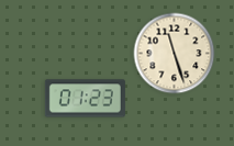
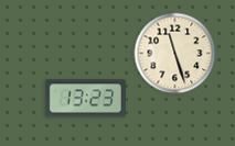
clock at (85, 99): 01:23 -> 13:23
